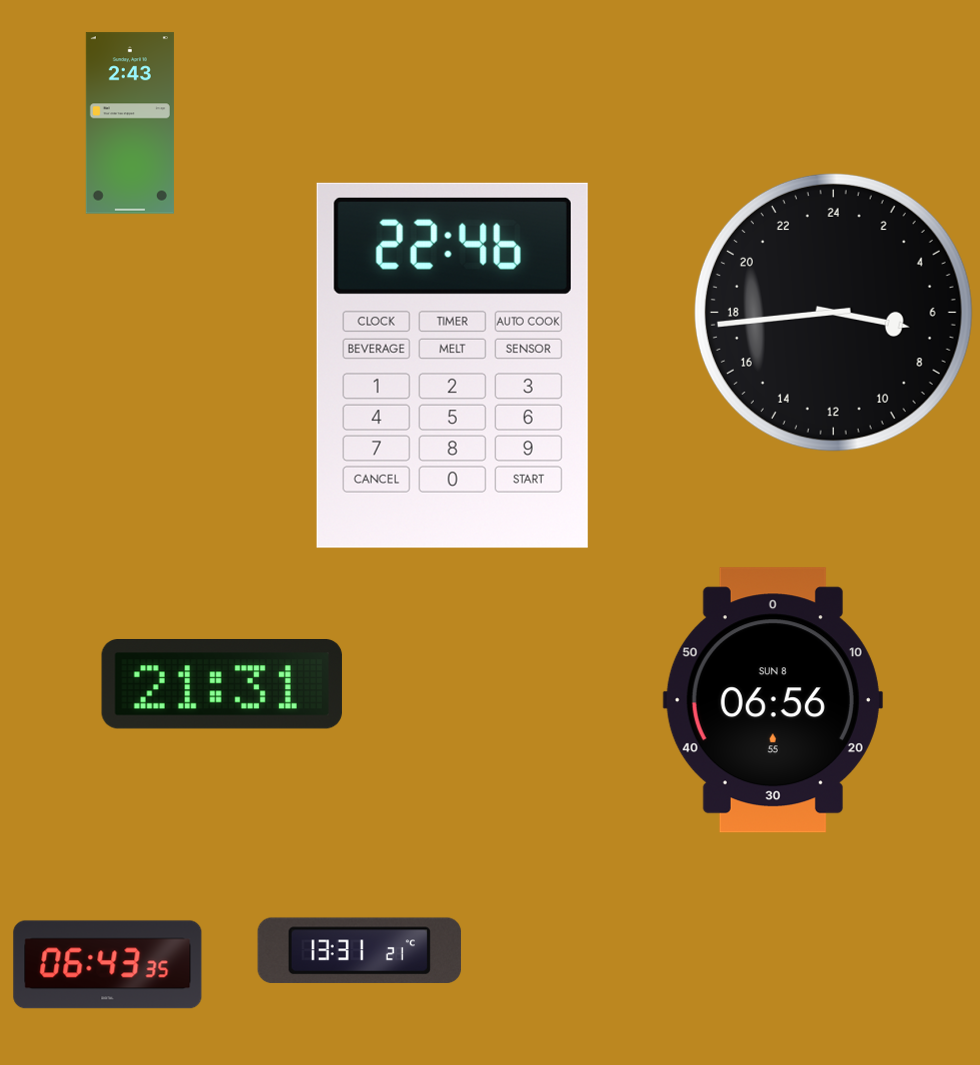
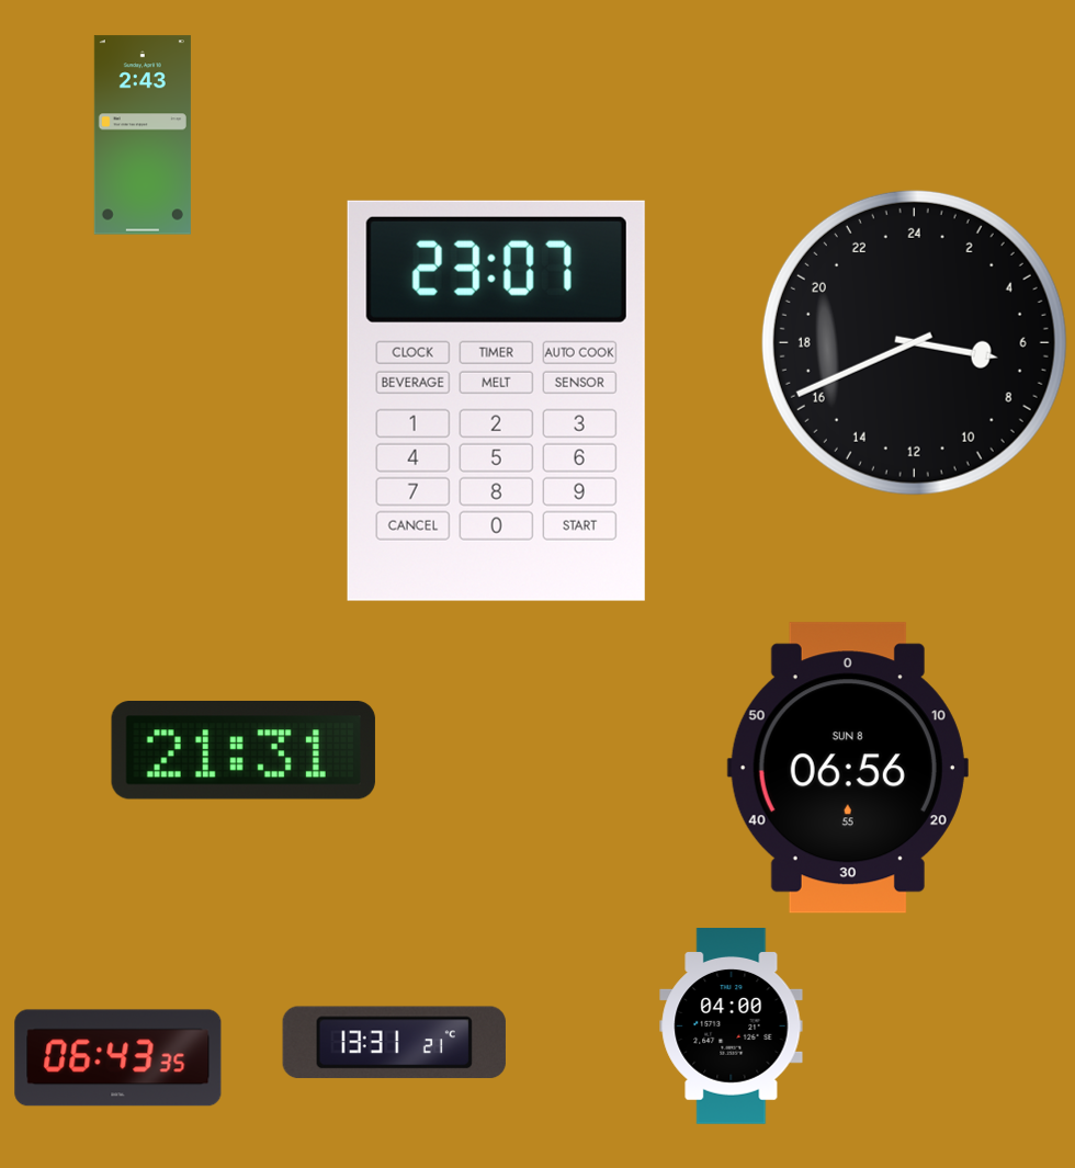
clock at (833, 312): 6:44 -> 6:41
clock at (452, 365): 22:46 -> 23:07
clock at (732, 1027): none -> 04:00
